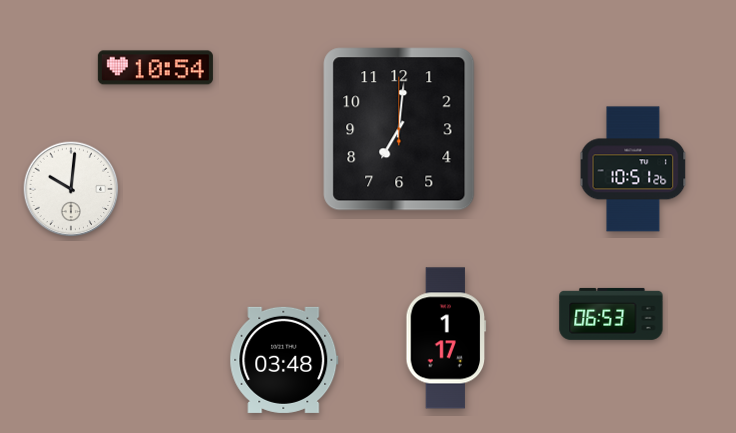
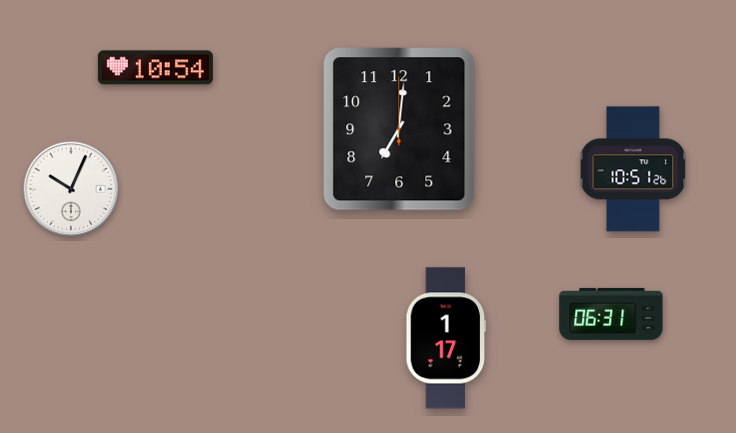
clock at (71, 189): 10:01 -> 10:04
clock at (611, 314): 06:53 -> 06:31
clock at (284, 360): 03:48 -> none
